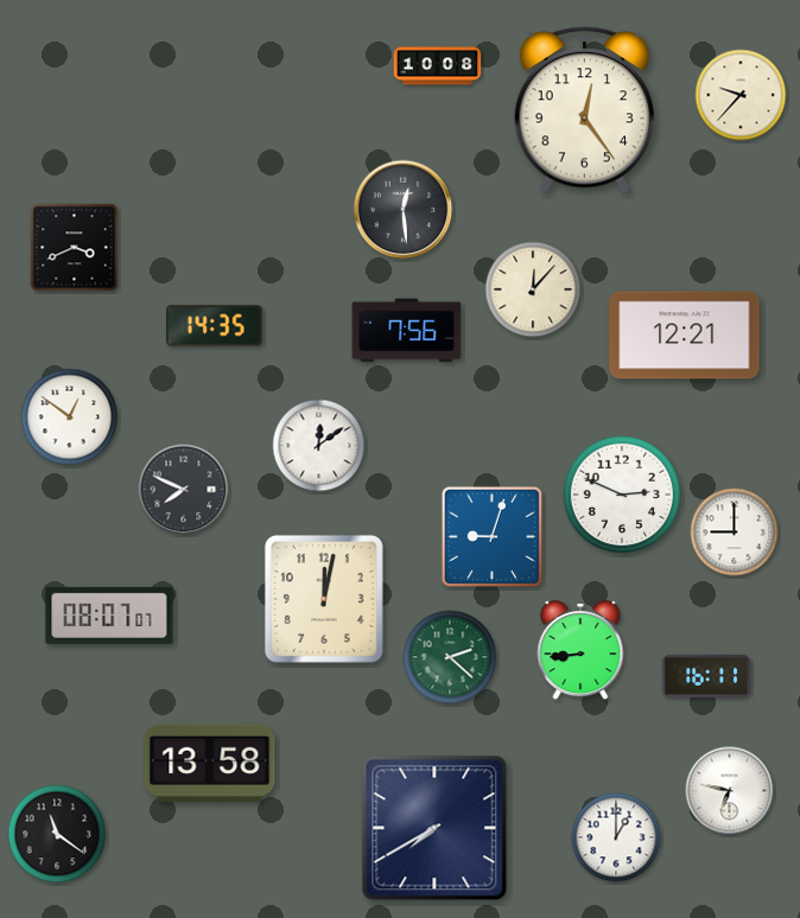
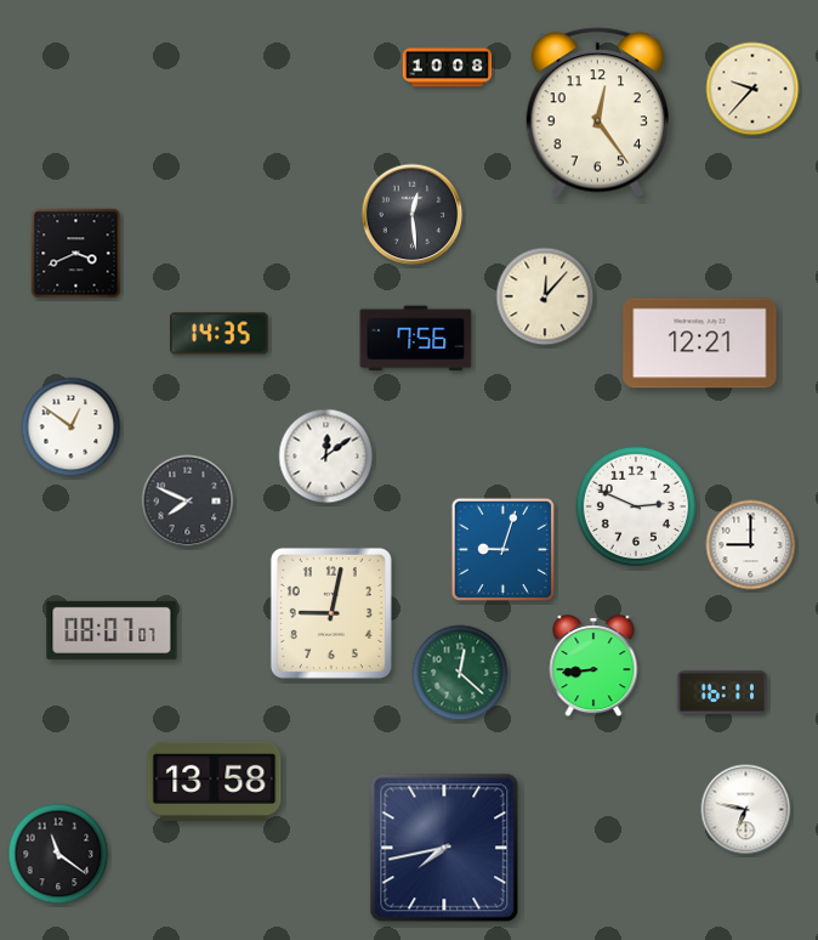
clock at (741, 95) position: (741, 95) -> (752, 89)
clock at (324, 599): 12:02 -> 9:02
clock at (450, 657): 2:22 -> 12:22
clock at (434, 828): 7:40 -> 7:43
clock at (616, 837): 1:00 -> none
